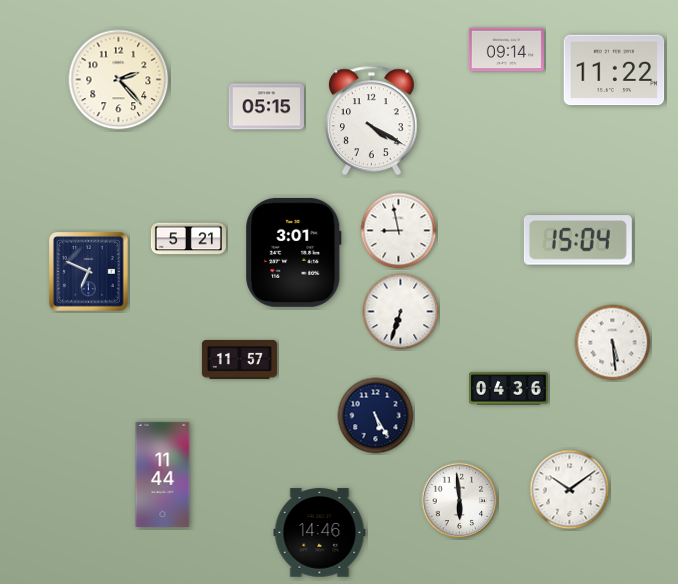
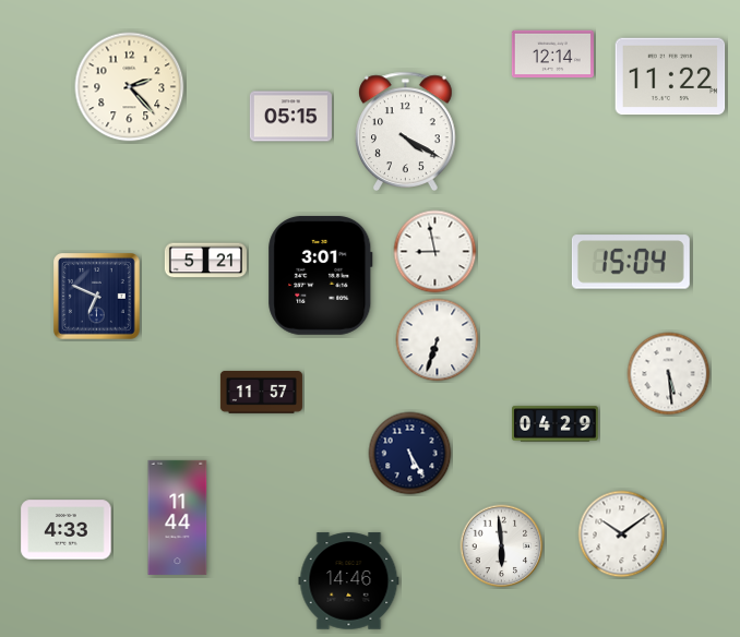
clock at (506, 50): 09:14 -> 12:14
clock at (509, 389): 04:36 -> 04:29
clock at (67, 530): none -> 4:33
